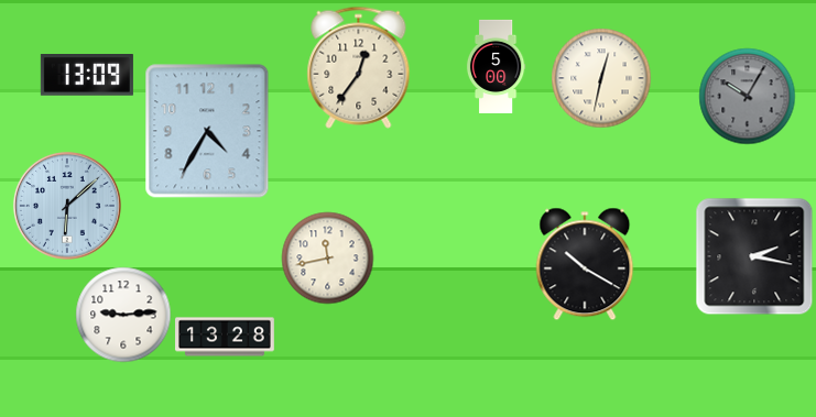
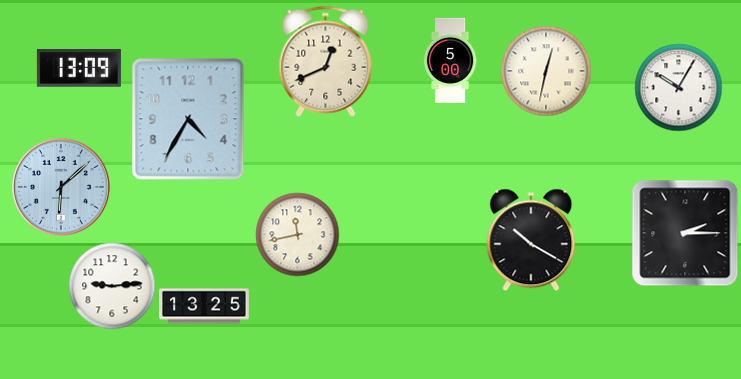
clock at (359, 67): 12:36 -> 12:41
clock at (747, 96) dial: grey -> white
clock at (754, 256): 2:17 -> 2:15
clock at (226, 337): 13:28 -> 13:25
